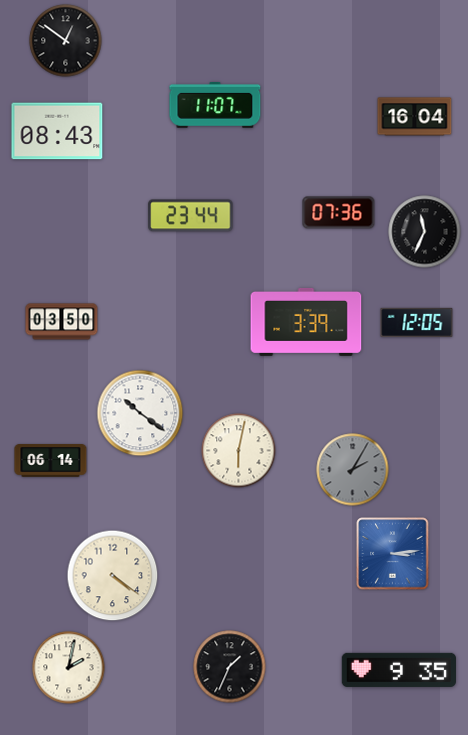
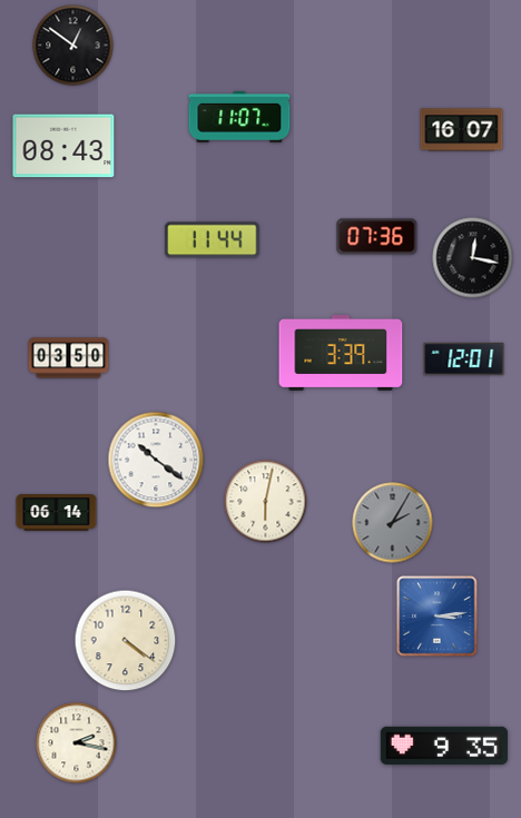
clock at (415, 117): 16:04 -> 16:07
clock at (191, 216): 23:44 -> 11:44
clock at (425, 232): 11:34 -> 12:17
clock at (306, 322) position: (306, 322) -> (341, 353)
clock at (417, 322): 12:05 -> 12:01
clock at (230, 667): 1:34 -> none
clock at (69, 668): 2:02 -> 2:17
